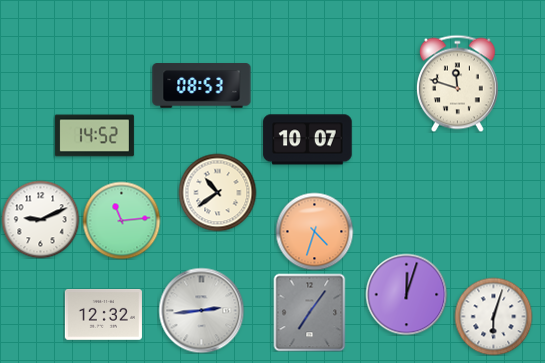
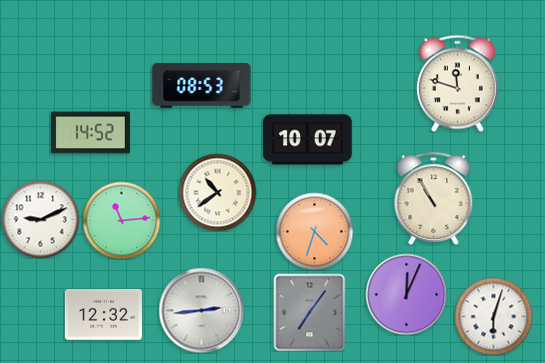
clock at (94, 136) position: (94, 136) -> (90, 133)
clock at (434, 198): none -> 10:55
clock at (406, 294): 12:03 -> 12:04
